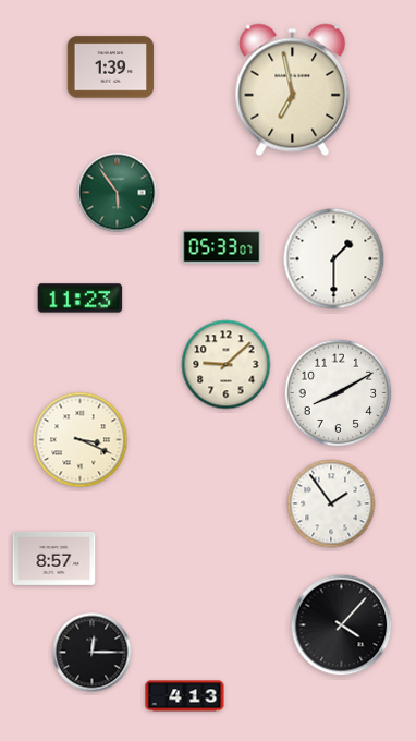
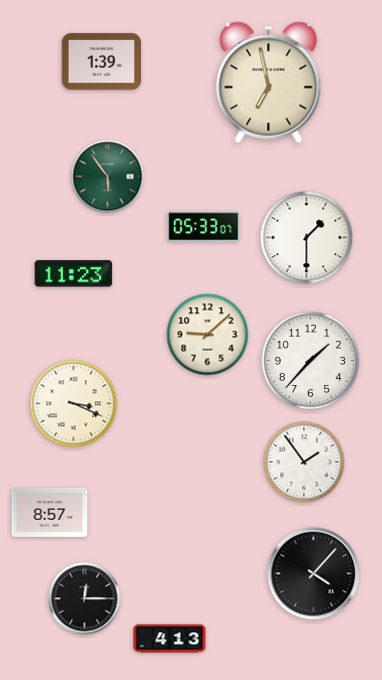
clock at (339, 393): 8:10 -> 1:37
